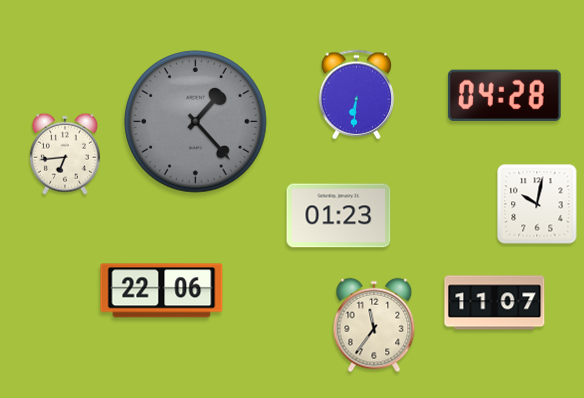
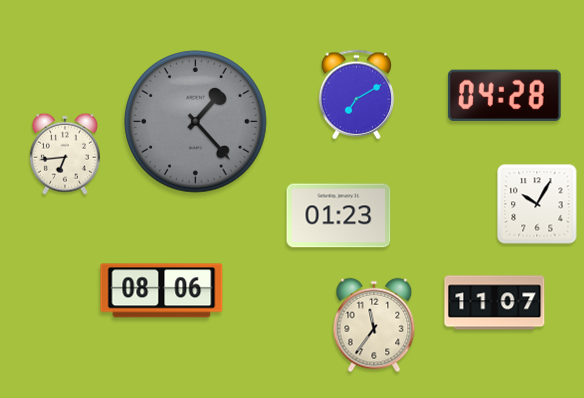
clock at (357, 95): 6:31 -> 7:10
clock at (537, 204): 10:02 -> 10:05
clock at (162, 291): 22:06 -> 08:06
